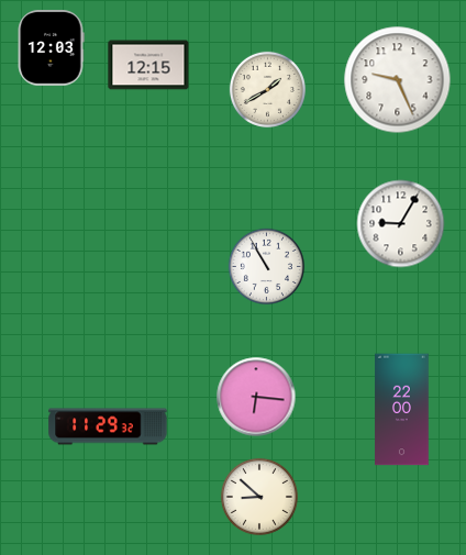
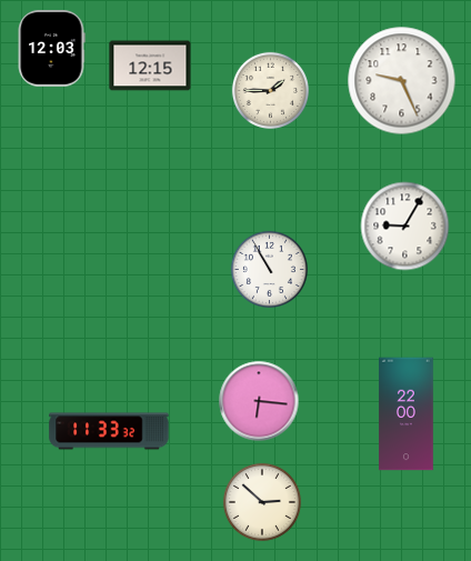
clock at (267, 89): 1:40 -> 1:45
clock at (108, 426): 11:29 -> 11:33
clock at (259, 497): 8:52 -> 2:52
